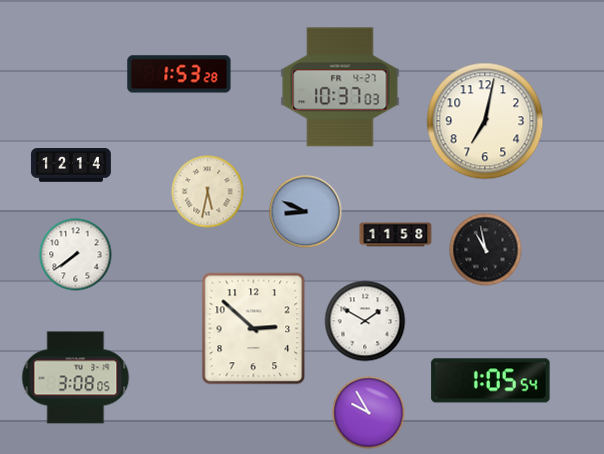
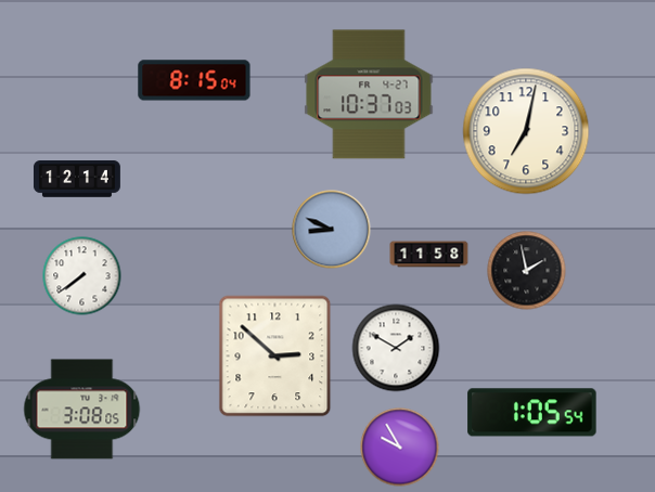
clock at (179, 74): 1:53 -> 8:15
clock at (208, 192): 5:32 -> none
clock at (486, 250): 10:58 -> 1:58
